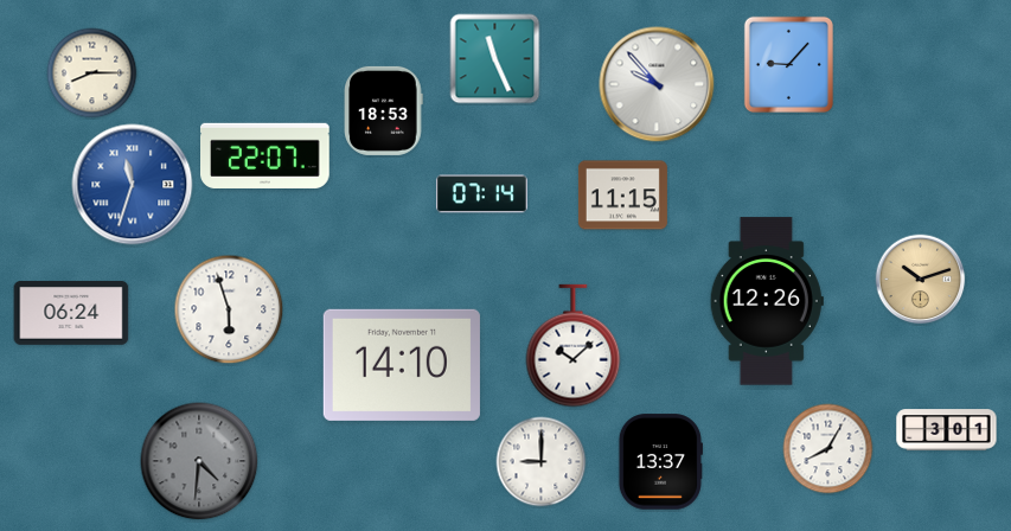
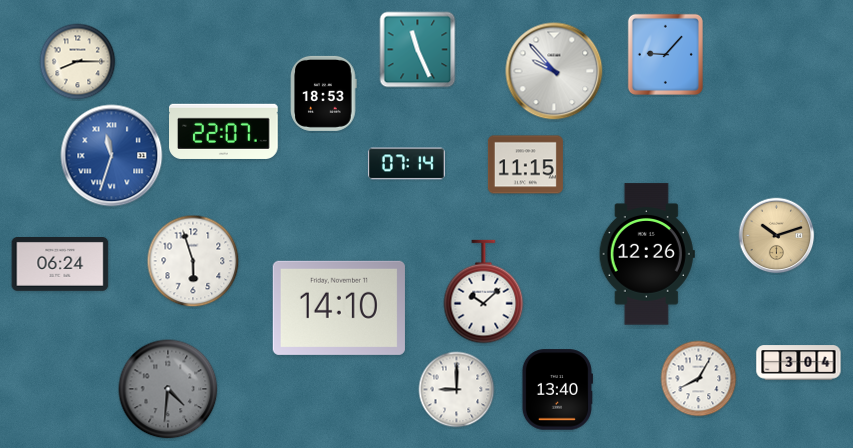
clock at (947, 430): 3:01 -> 3:04
clock at (660, 462): 13:37 -> 13:40
